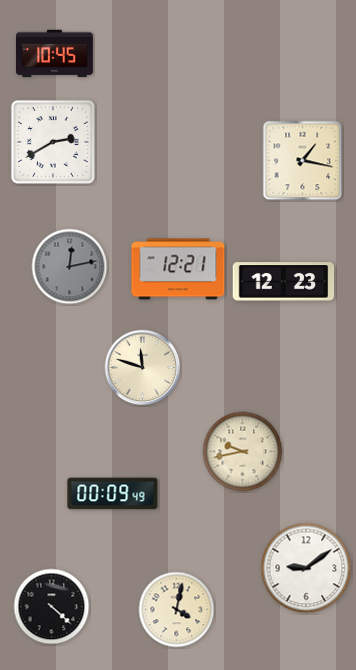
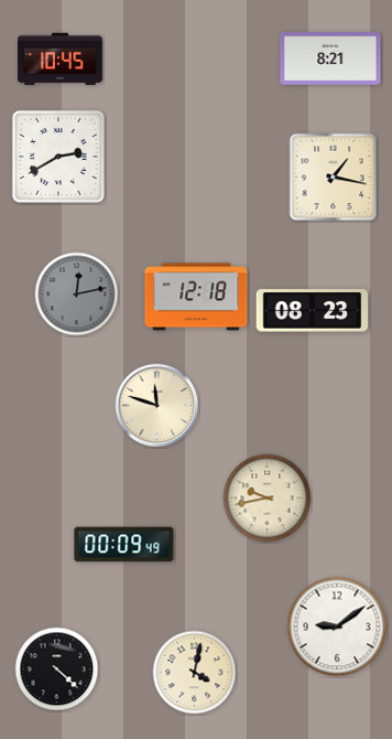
clock at (330, 58): none -> 8:21
clock at (178, 269): 12:21 -> 12:18
clock at (284, 282): 12:23 -> 08:23
